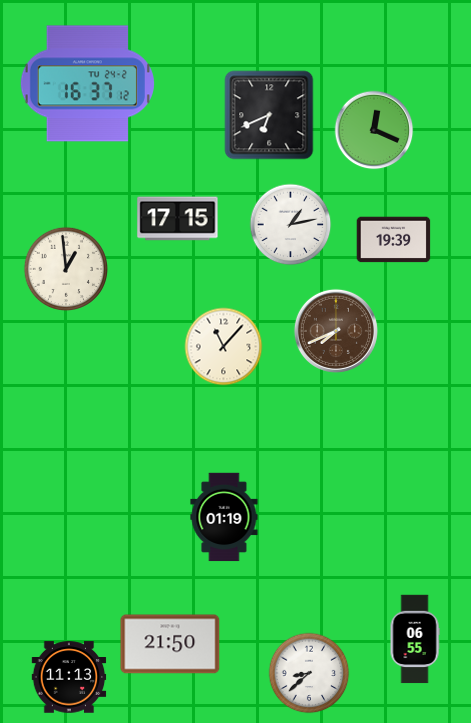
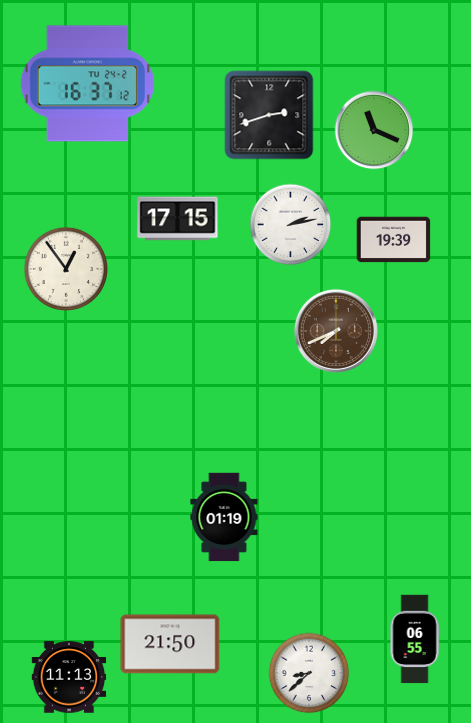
clock at (269, 115): 6:41 -> 2:42
clock at (374, 130): 12:19 -> 11:19
clock at (291, 225): 1:13 -> 2:13
clock at (65, 268): 12:59 -> 12:54
clock at (224, 347): 11:07 -> none
